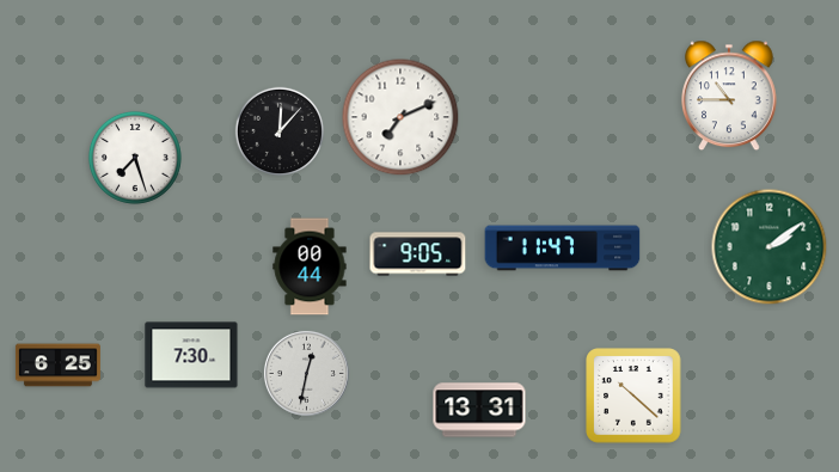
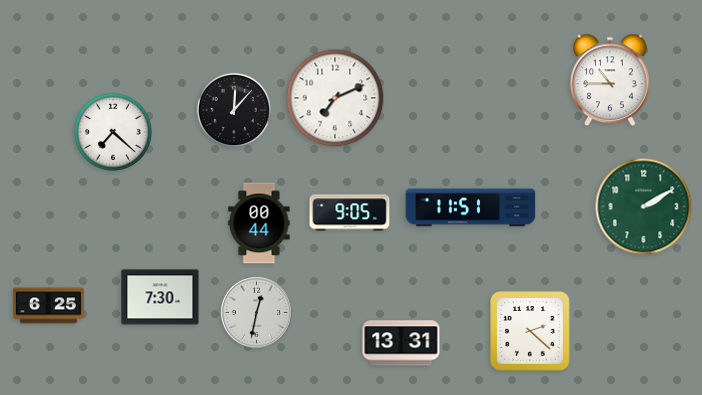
clock at (135, 158): 7:27 -> 7:22
clock at (770, 247): 2:09 -> 2:10
clock at (563, 249): 11:47 -> 11:51
clock at (633, 396): 10:22 -> 2:22
